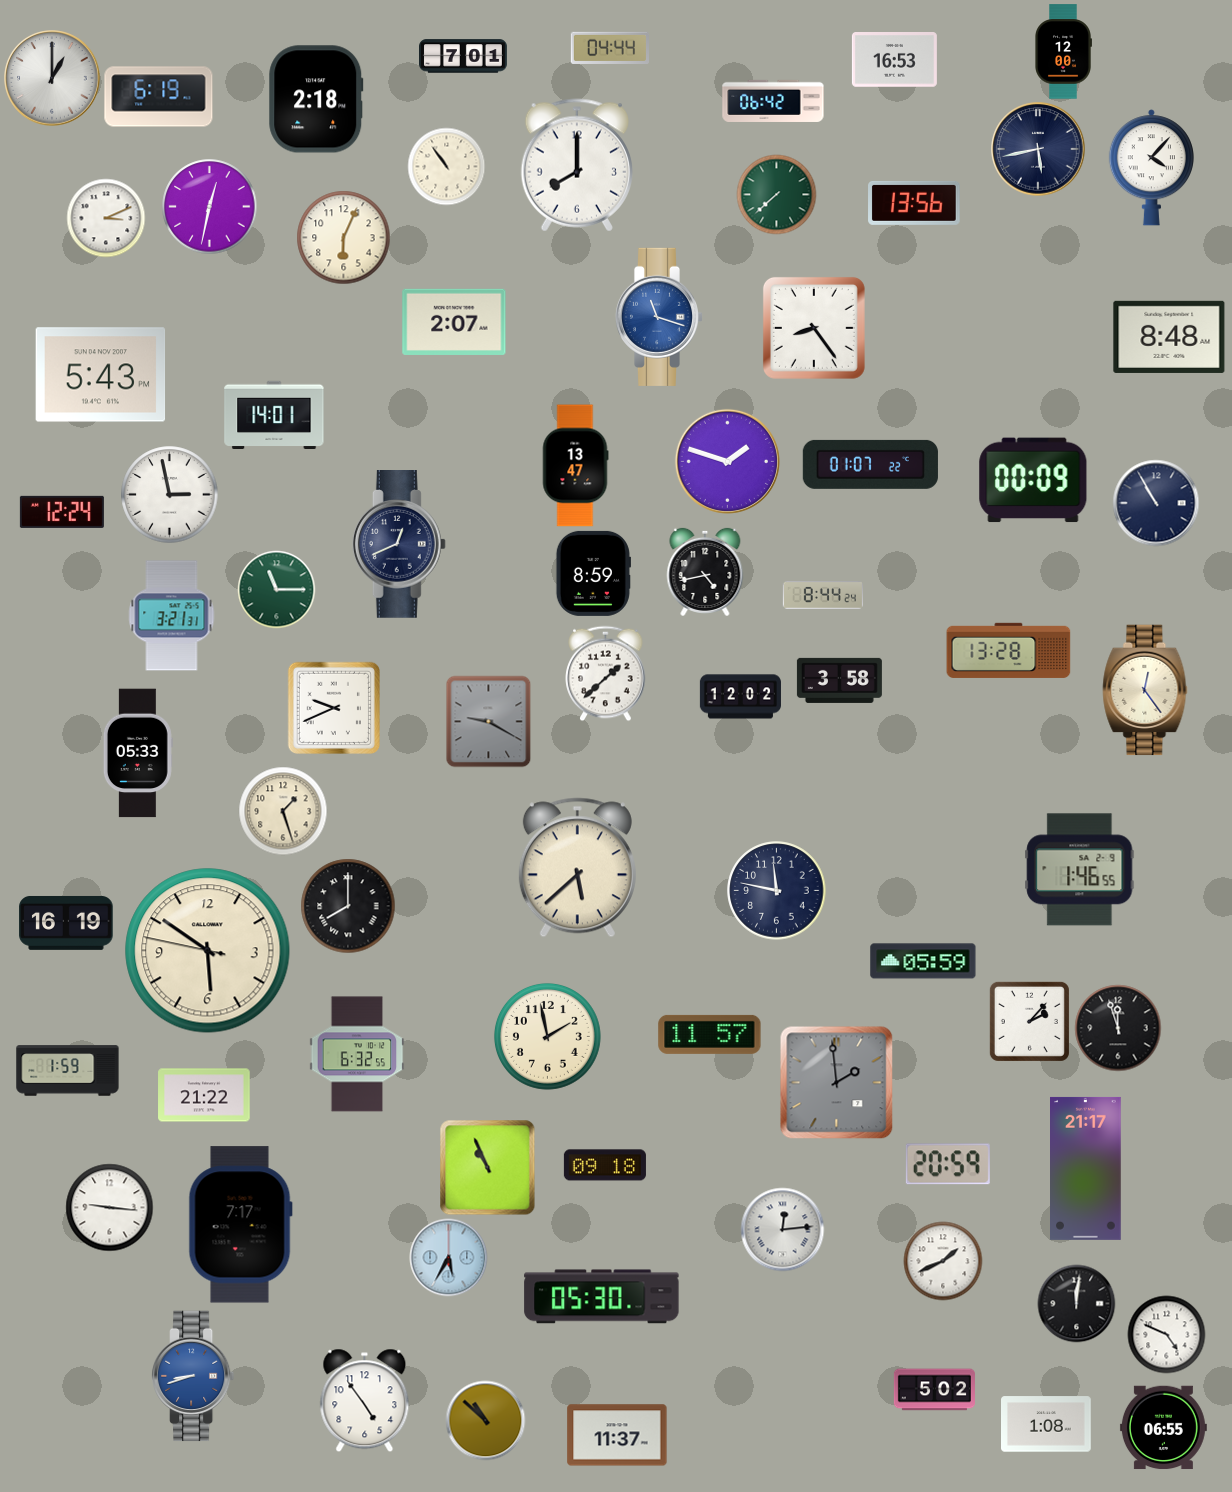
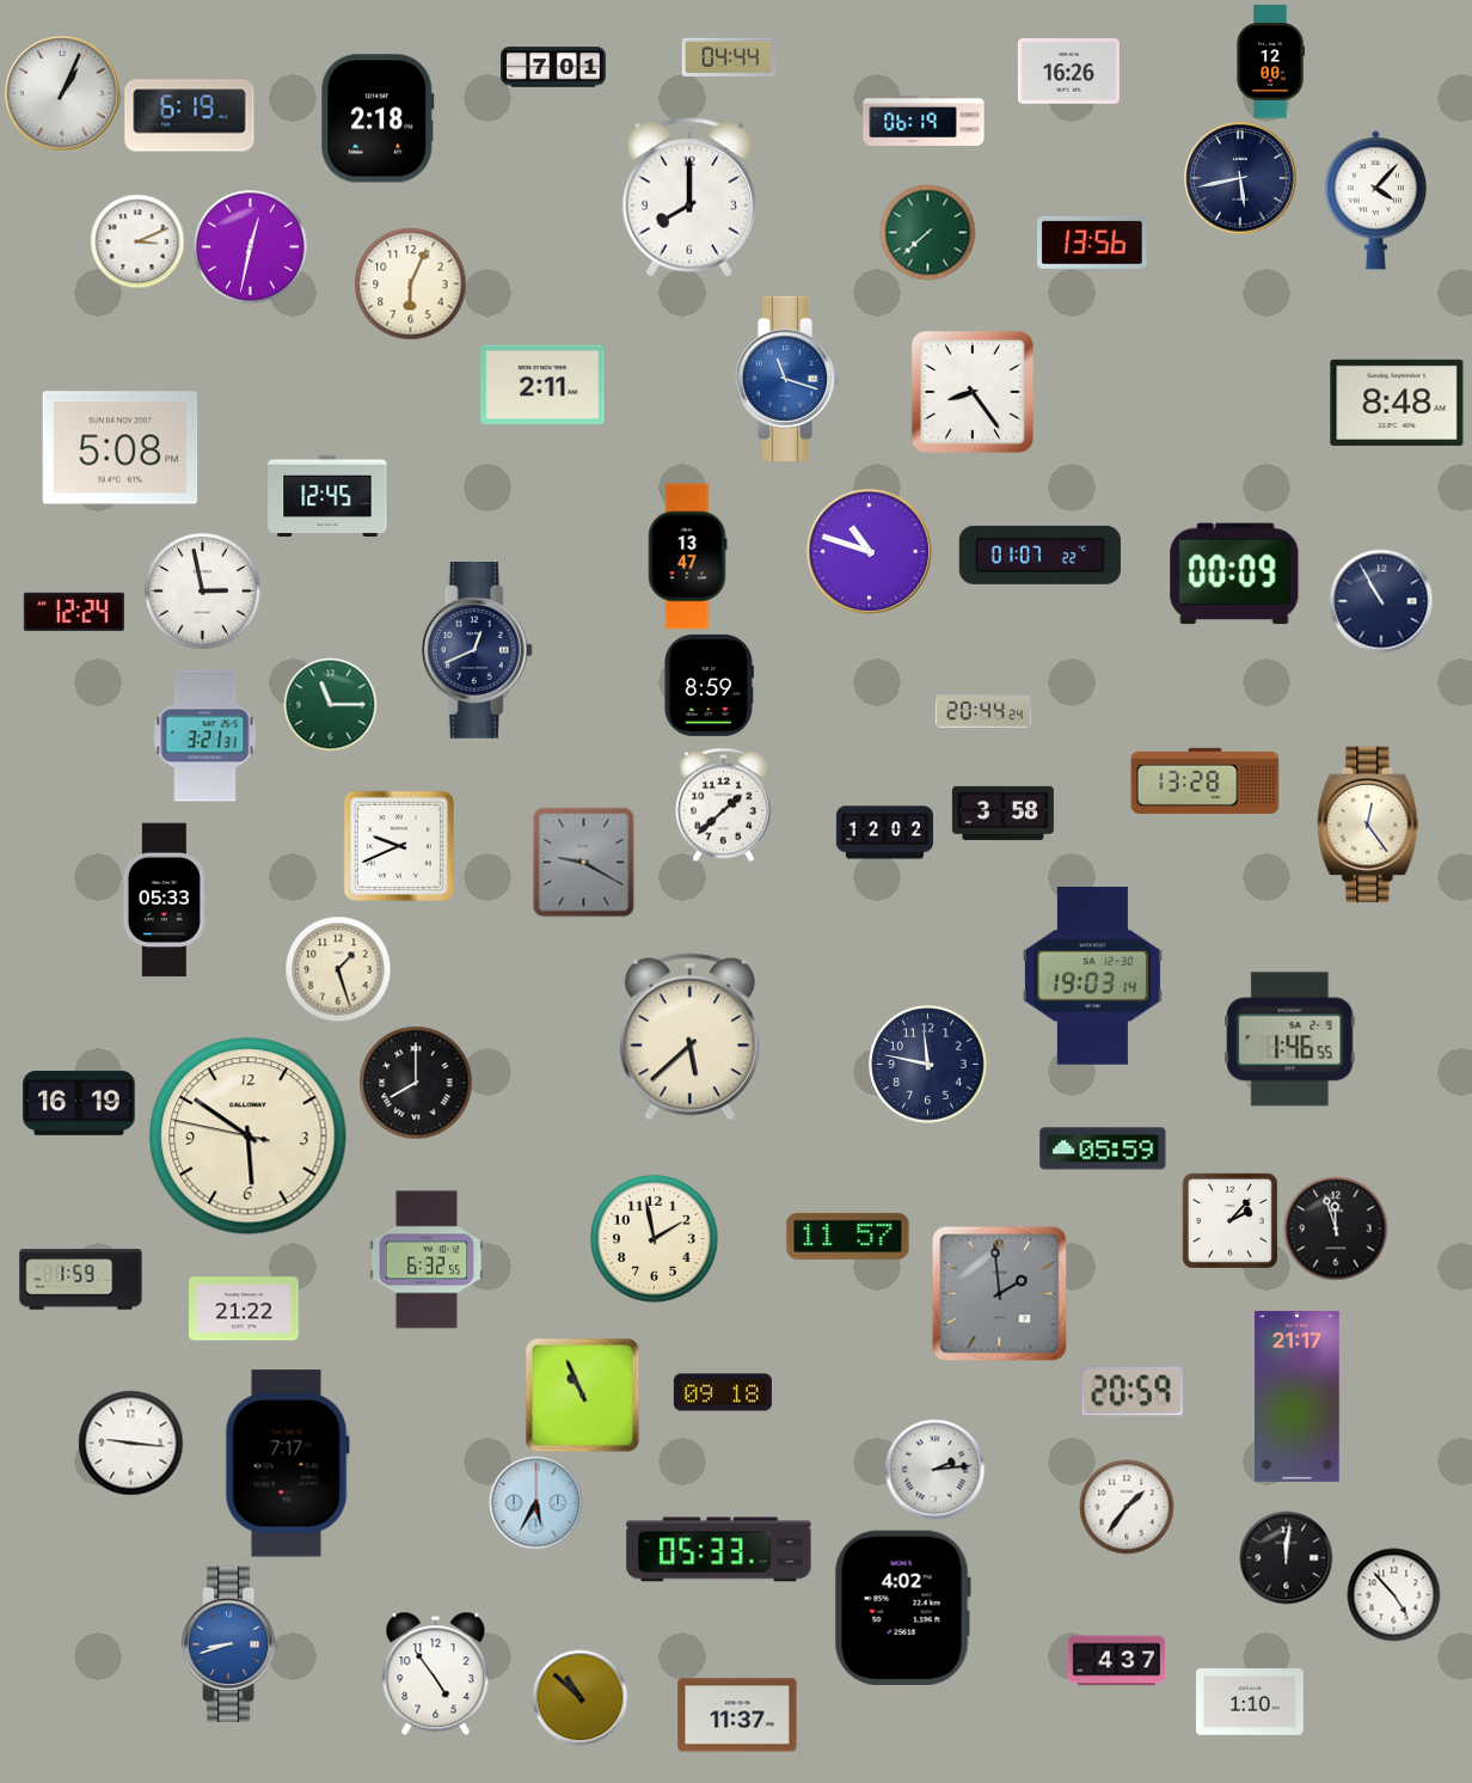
clock at (894, 60): 16:53 -> 16:26
clock at (52, 78): 1:00 -> 1:04
clock at (773, 101): 06:42 -> 06:19
clock at (446, 166): 10:54 -> none
clock at (106, 218) position: (106, 218) -> (137, 241)
clock at (454, 322): 2:07 -> 2:11
clock at (101, 375): 5:43 -> 5:08
clock at (274, 414): 14:01 -> 12:45
clock at (727, 461): 1:48 -> 10:48
clock at (705, 572): 4:43 -> none
clock at (822, 595): 8:44 -> 20:44
clock at (1009, 650) position: (1009, 650) -> (1206, 780)
clock at (1092, 976): none -> 19:03
clock at (782, 1229): 12:14 -> 2:14
clock at (943, 1261): 1:41 -> 1:36
clock at (602, 1297): 05:30 -> 05:33
clock at (1166, 1334): 4:49 -> 4:53
clock at (902, 1609): none -> 4:02
clock at (934, 1390): 5:02 -> 4:37
clock at (1047, 1424): 1:08 -> 1:10
clock at (1163, 1428): 06:55 -> none
